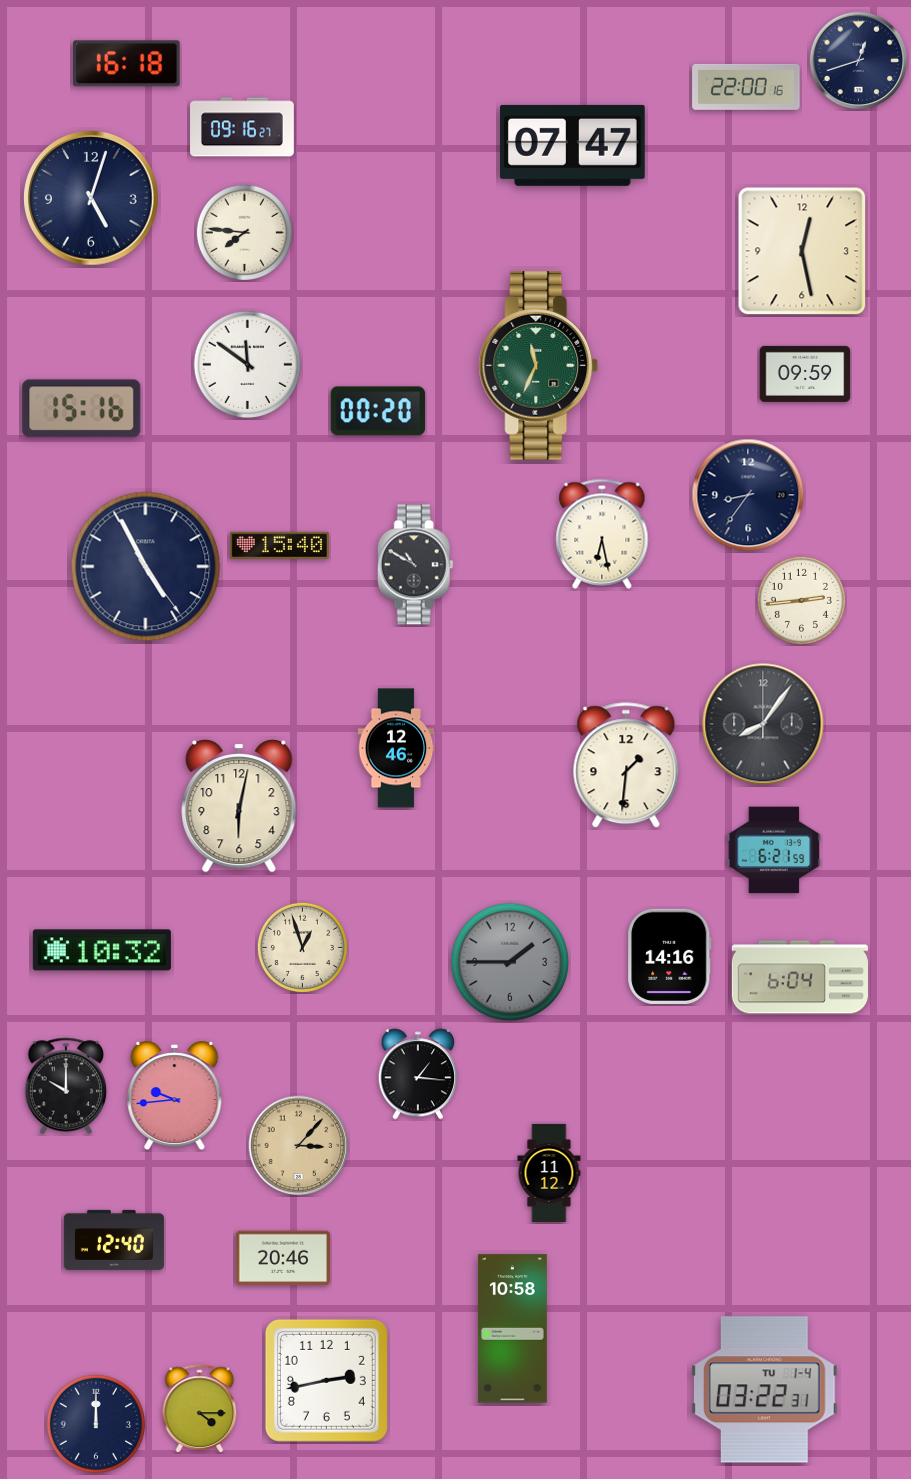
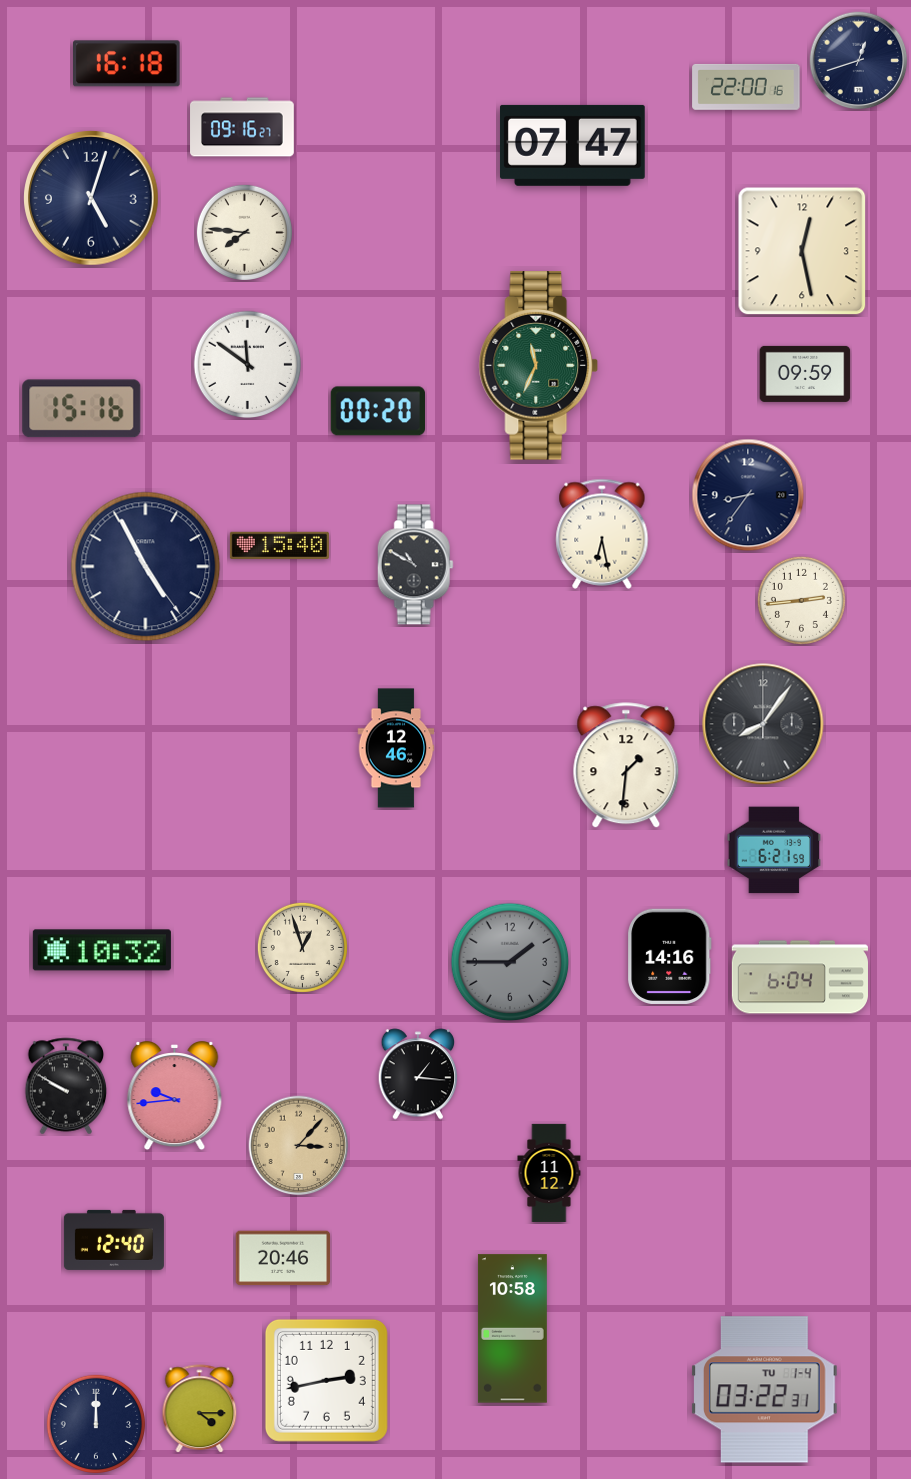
clock at (239, 806): 6:02 -> none
clock at (66, 1086): 10:00 -> 9:50
